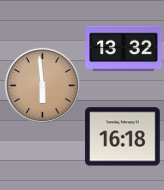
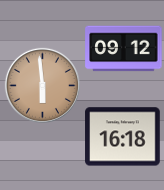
clock at (124, 49): 13:32 -> 09:12
